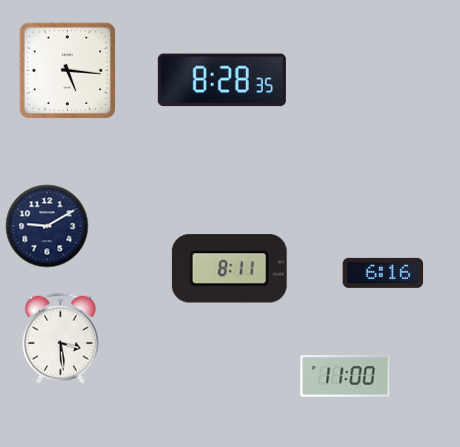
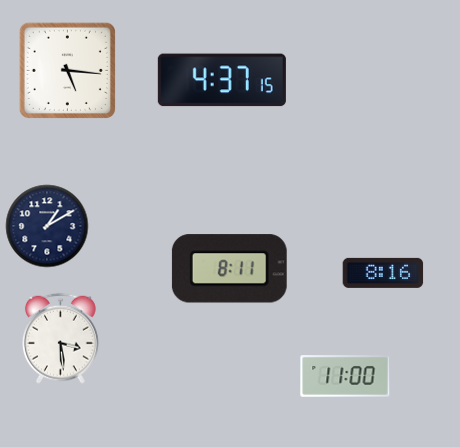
clock at (222, 80): 8:28 -> 4:37
clock at (47, 226): 9:10 -> 1:10
clock at (383, 273): 6:16 -> 8:16
